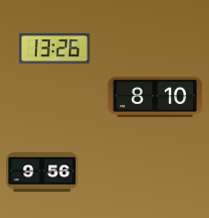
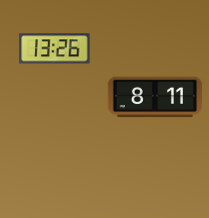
clock at (155, 97): 8:10 -> 8:11
clock at (42, 172): 9:56 -> none
